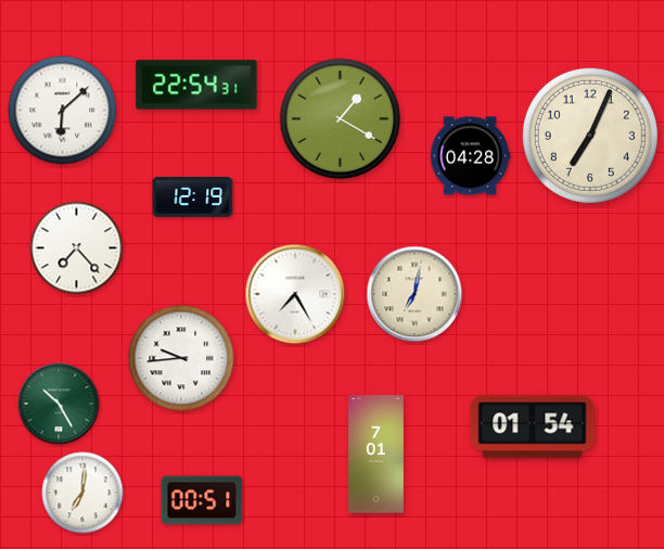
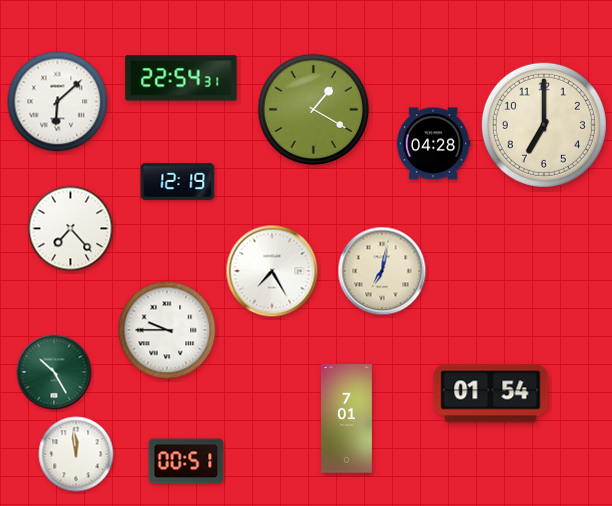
clock at (590, 136): 7:04 -> 7:00
clock at (181, 358): 9:44 -> 9:45
clock at (82, 493): 7:01 -> 11:59
